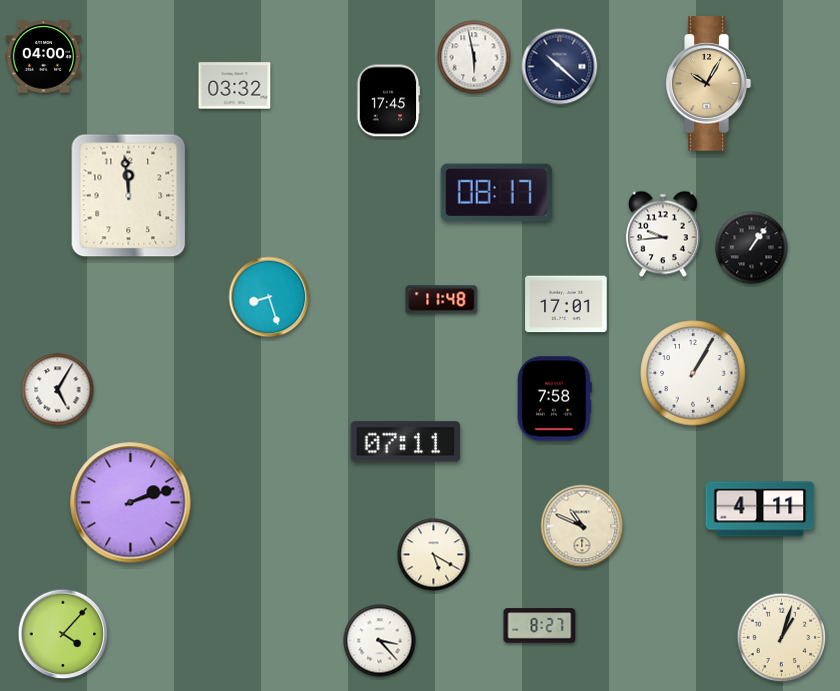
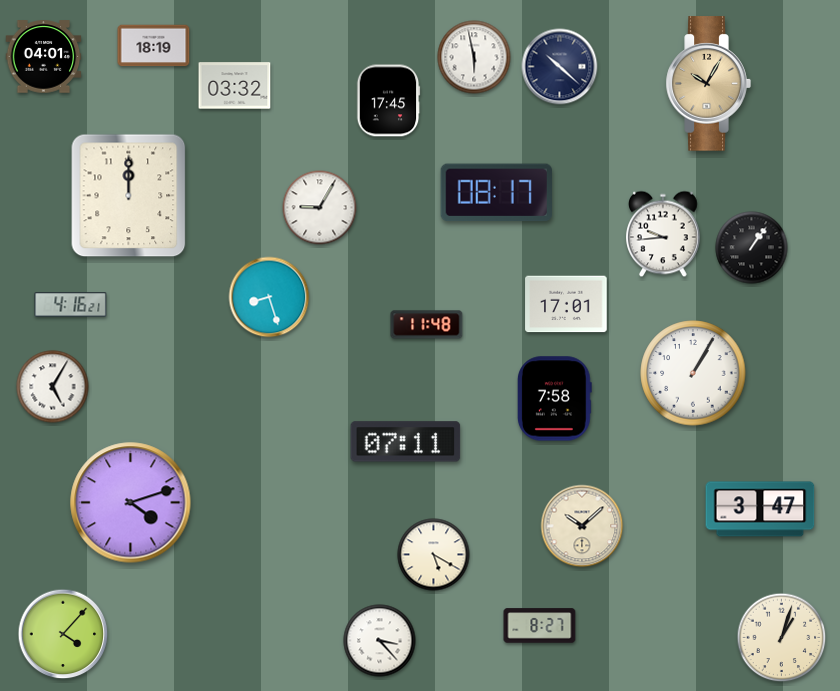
clock at (154, 46): none -> 18:19
clock at (44, 57): 04:00 -> 04:01
clock at (129, 196): 11:59 -> 12:00
clock at (320, 208): none -> 9:05
clock at (442, 300) position: (442, 300) -> (427, 325)
clock at (71, 305): none -> 4:16
clock at (58, 390) position: (58, 390) -> (53, 387)
clock at (131, 503): 2:12 -> 4:12
clock at (760, 509): 4:11 -> 3:47
clock at (582, 526): 10:49 -> 10:08
